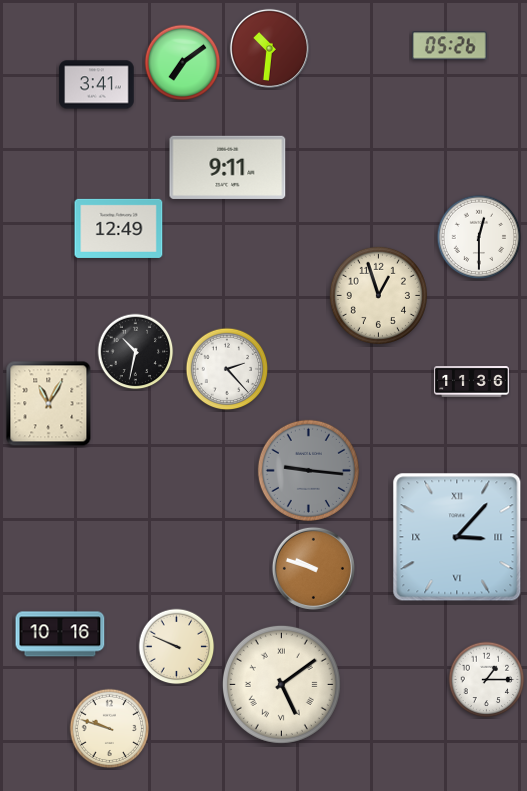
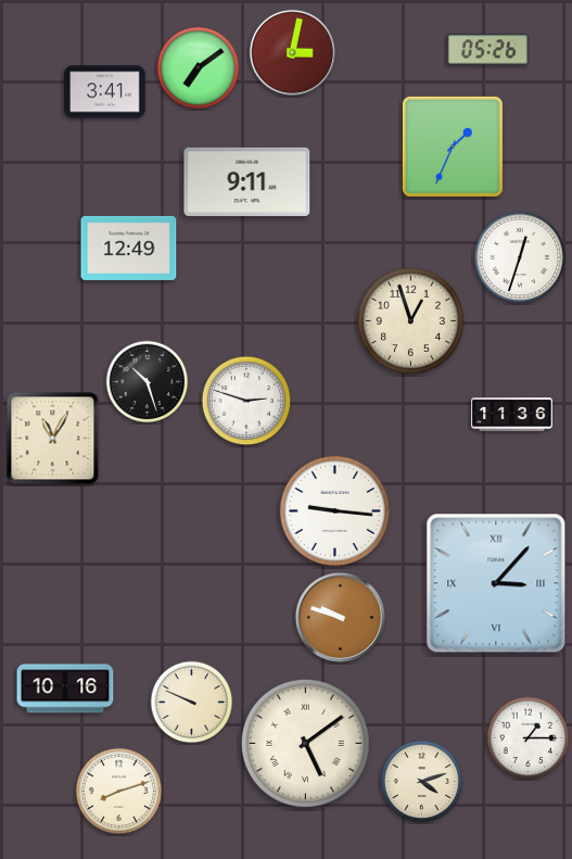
clock at (269, 48): 10:31 -> 3:02
clock at (453, 147): none -> 1:34
clock at (479, 237): 12:30 -> 12:33
clock at (136, 352): 10:32 -> 10:27
clock at (227, 369): 2:23 -> 2:48
clock at (308, 470) dial: grey -> white
clock at (422, 782): none -> 4:12
clock at (110, 729): 9:48 -> 8:12
